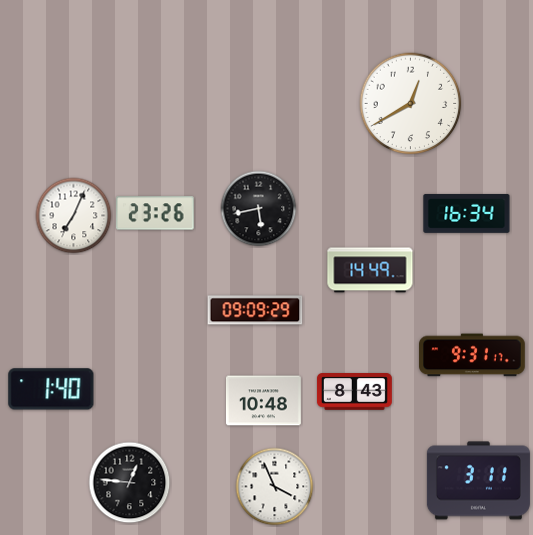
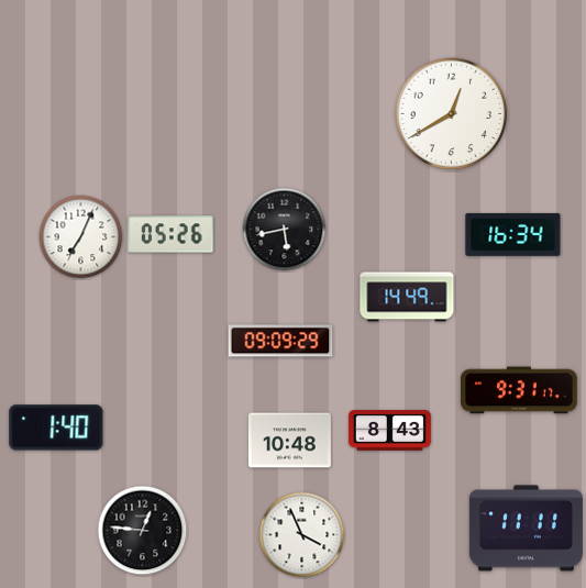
clock at (156, 213): 23:26 -> 05:26
clock at (478, 481): 3:11 -> 11:11
